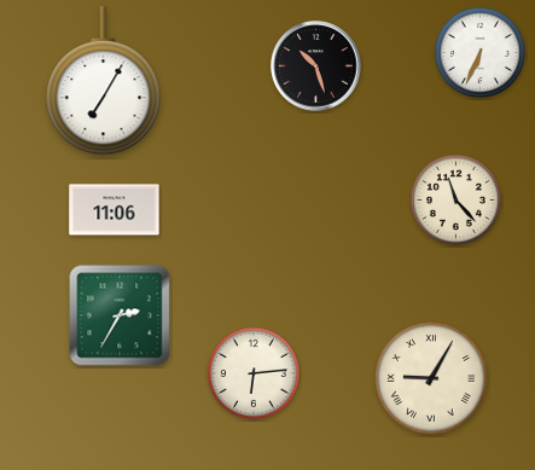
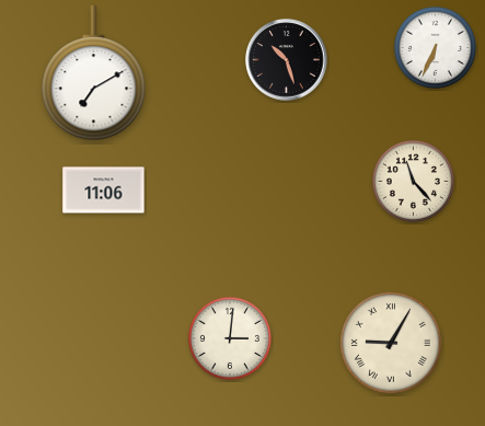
clock at (104, 81): 7:05 -> 7:10
clock at (120, 315): 2:35 -> none
clock at (254, 373): 6:14 -> 3:01
